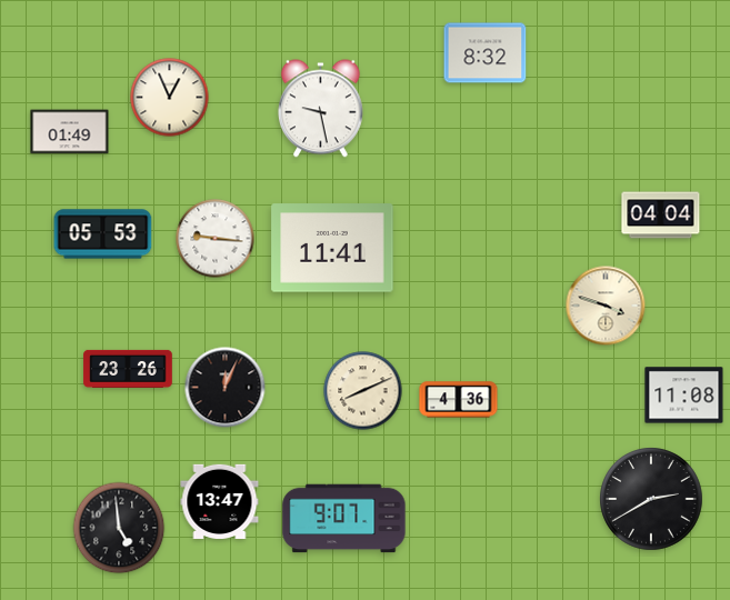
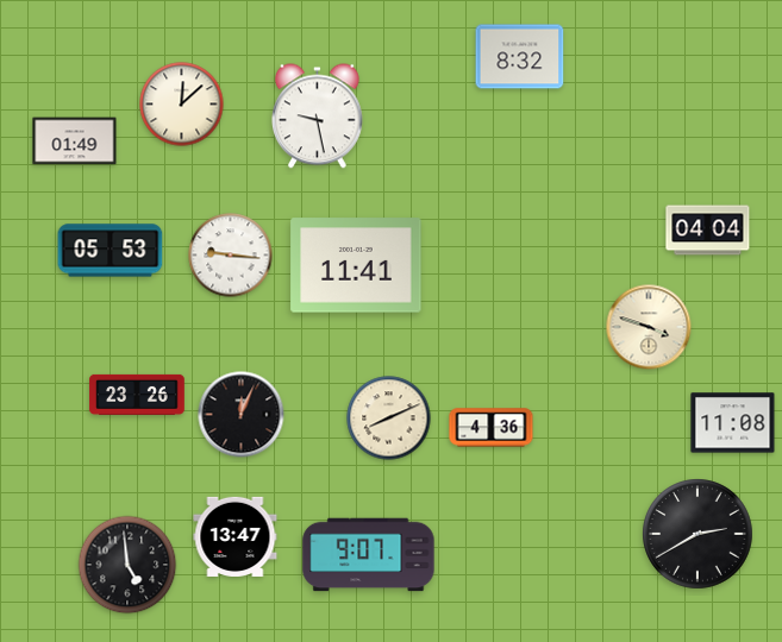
clock at (170, 98): 12:56 -> 12:08
clock at (320, 109) position: (320, 109) -> (317, 117)
